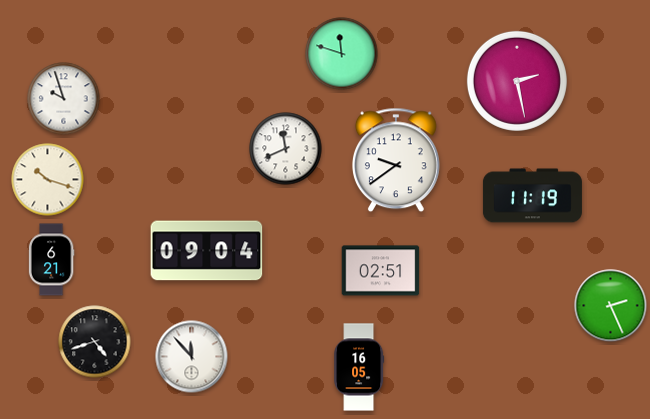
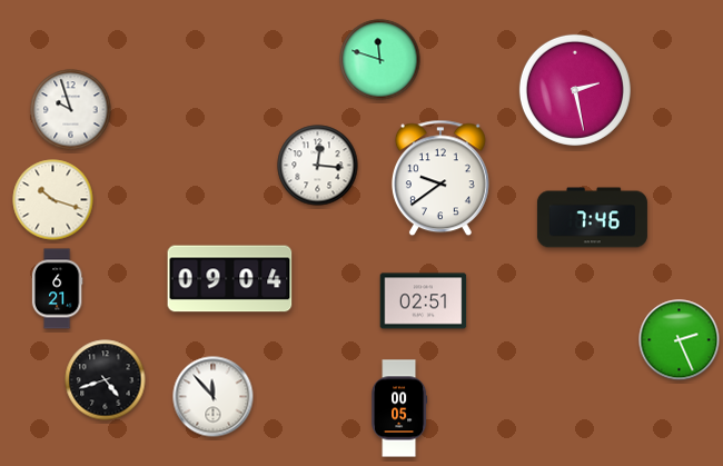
clock at (286, 149): 11:41 -> 12:16
clock at (532, 196): 11:19 -> 7:46
clock at (359, 367): 16:05 -> 00:05
